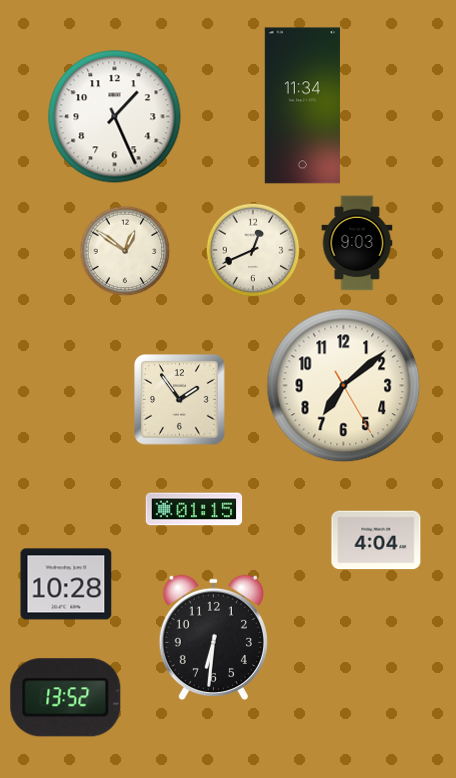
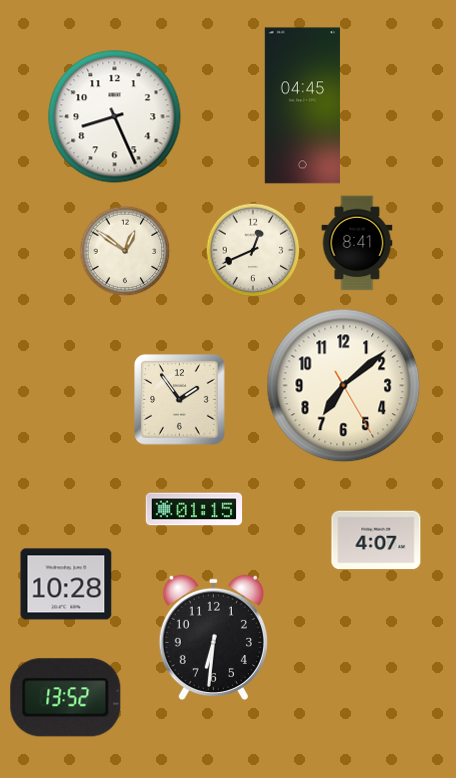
clock at (302, 106): 11:34 -> 04:45
clock at (115, 117): 1:26 -> 8:26
clock at (357, 243): 9:03 -> 8:41
clock at (376, 540): 4:04 -> 4:07
